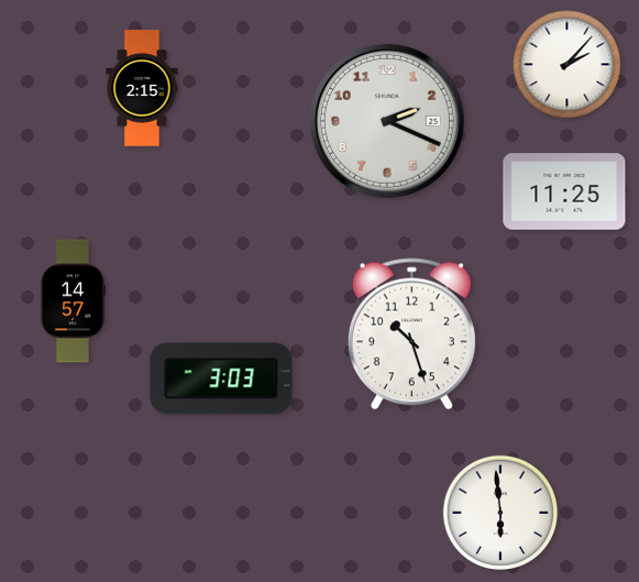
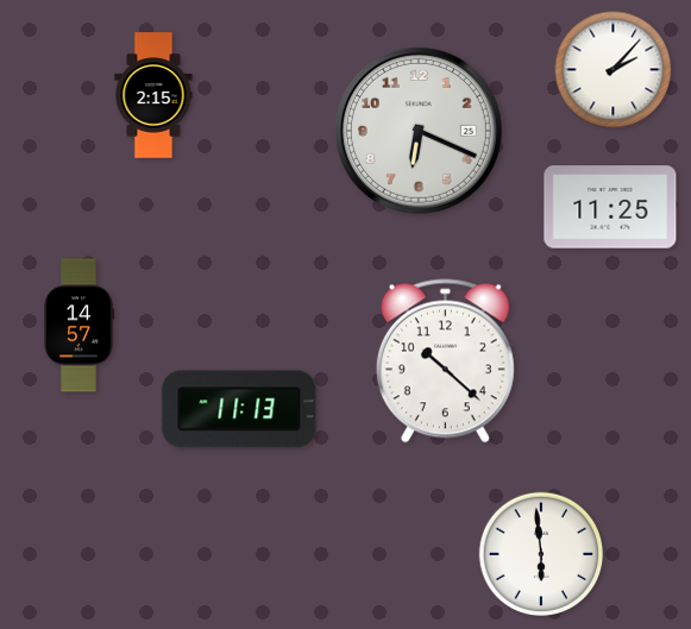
clock at (387, 121): 2:19 -> 6:19
clock at (411, 334): 10:27 -> 10:22
clock at (221, 378): 3:03 -> 11:13
